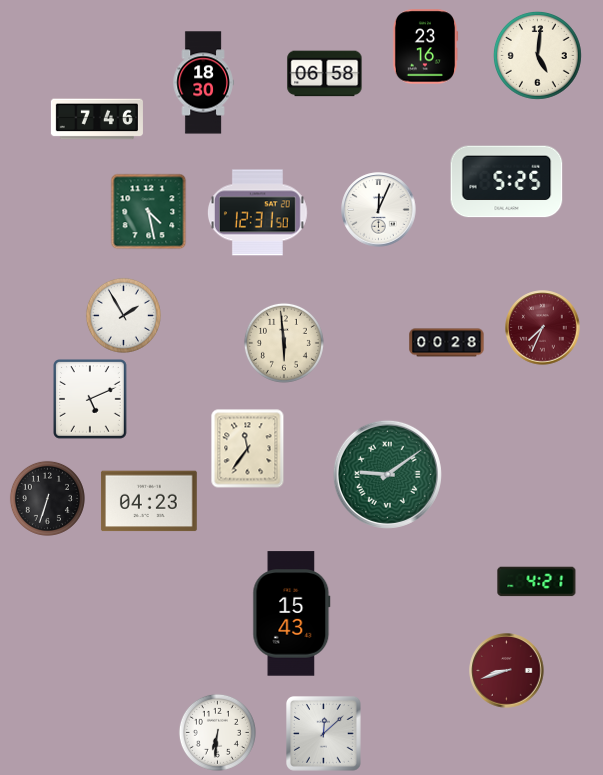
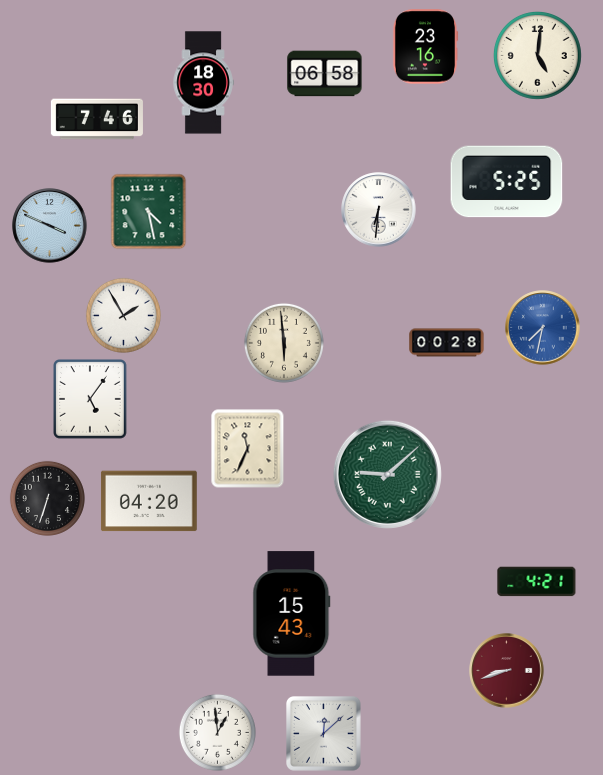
clock at (379, 210): 12:04 -> 6:31
clock at (257, 213): 12:31 -> none
clock at (50, 226): none -> 3:49
clock at (543, 328): 7:34 -> 7:32
clock at (543, 328) dial: burgundy -> blue
clock at (91, 400): 5:11 -> 5:06
clock at (248, 449): 11:36 -> 11:34
clock at (387, 474): 9:09 -> 9:08
clock at (149, 501): 04:23 -> 04:20
clock at (217, 732): 6:31 -> 12:59
